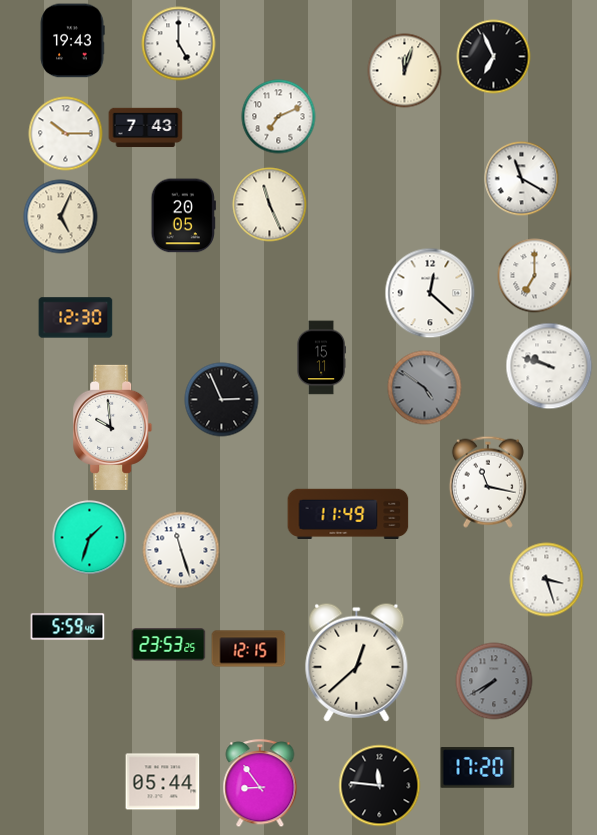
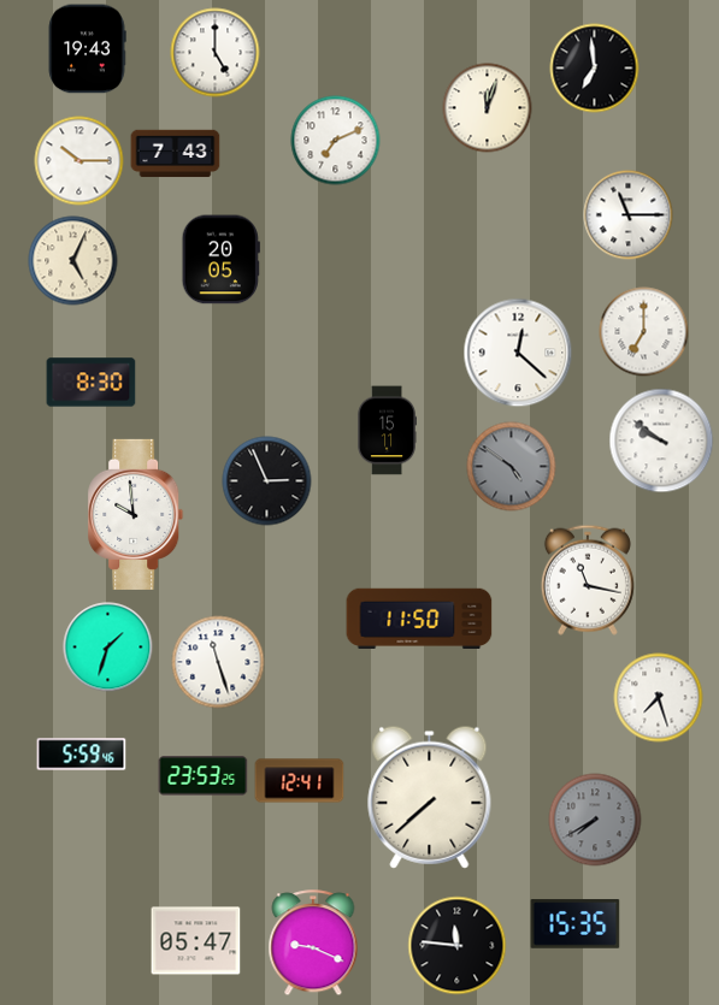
clock at (494, 57): 6:56 -> 6:59
clock at (405, 71) position: (405, 71) -> (488, 108)
clock at (522, 179): 11:20 -> 11:15
clock at (270, 205): 11:26 -> none
clock at (76, 318): 12:30 -> 8:30
clock at (549, 366): 9:48 -> 9:51
clock at (348, 513): 11:49 -> 11:50
clock at (547, 580): 3:27 -> 7:27
clock at (249, 649): 12:15 -> 12:41
clock at (357, 662): 12:38 -> 7:38
clock at (478, 768): 17:20 -> 15:35
clock at (163, 782): 05:44 -> 05:47
clock at (260, 784): 8:54 -> 9:19
